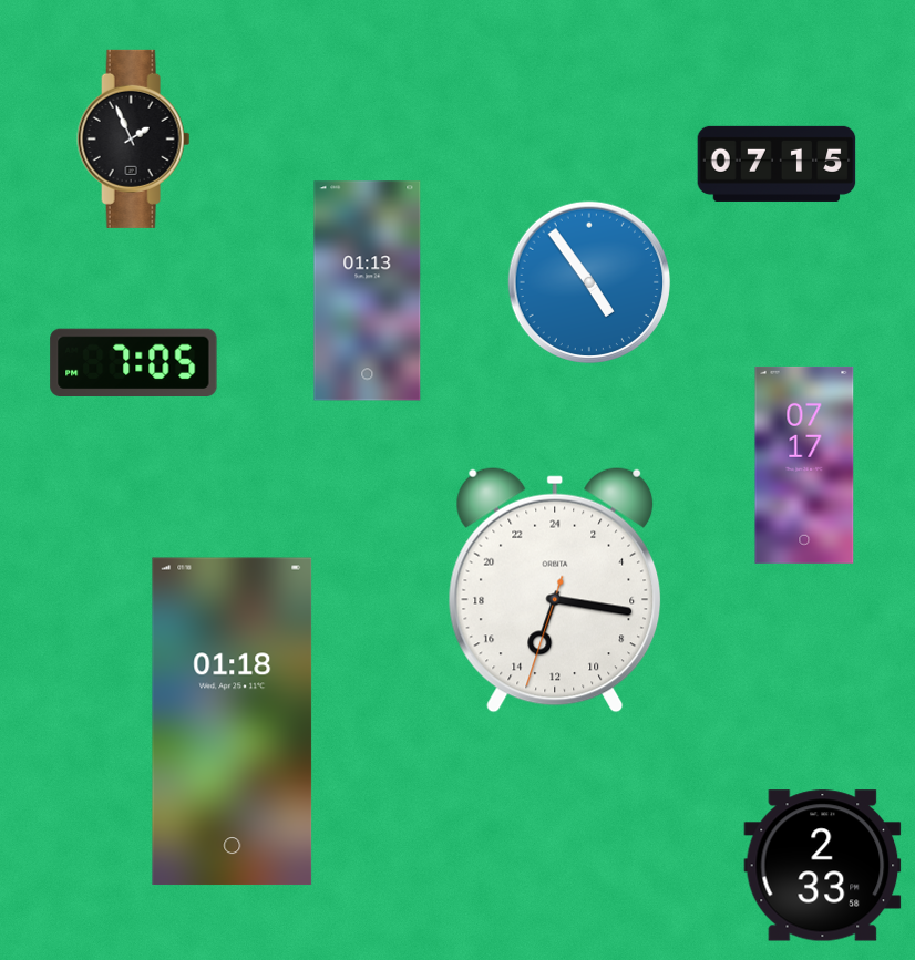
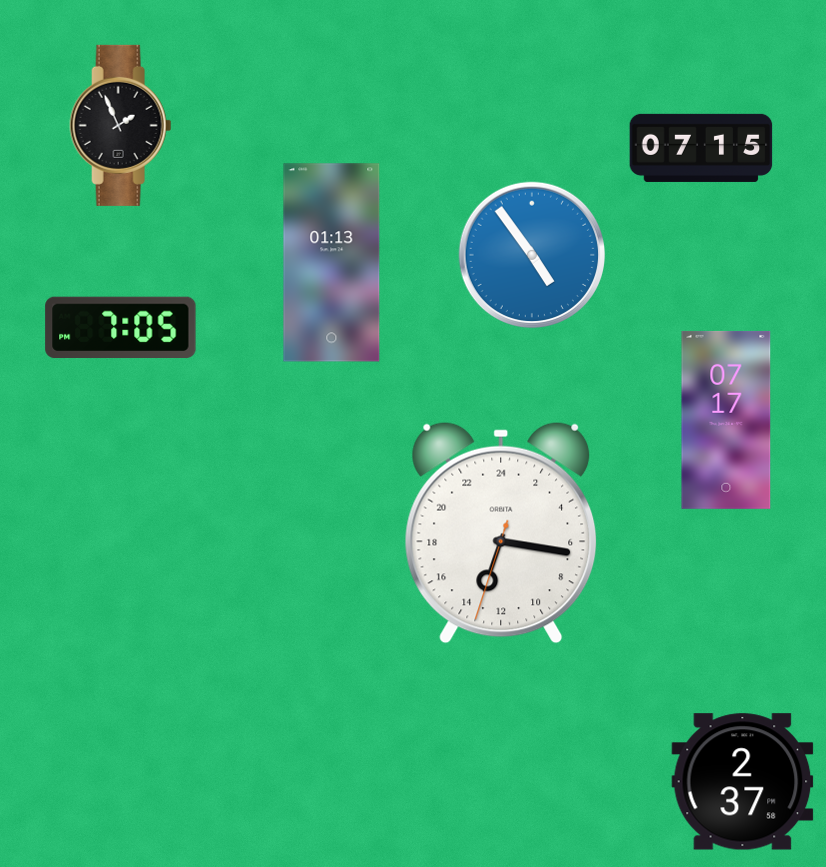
clock at (233, 722): 01:18 -> none
clock at (823, 866): 2:33 -> 2:37
